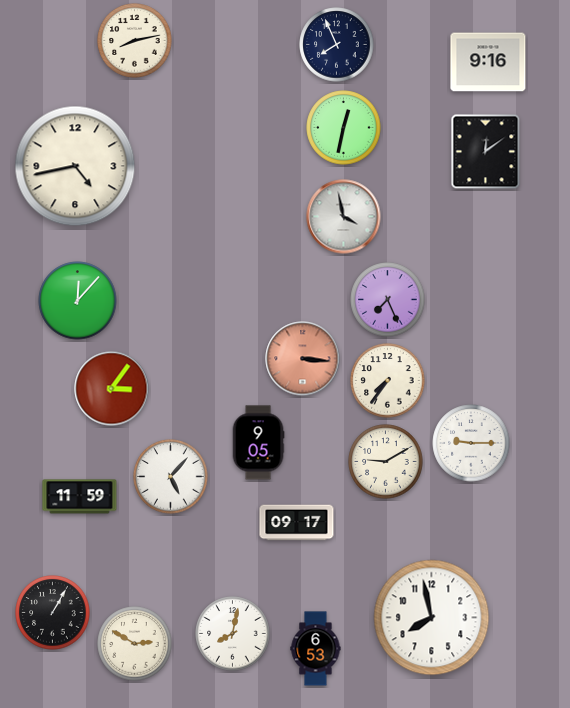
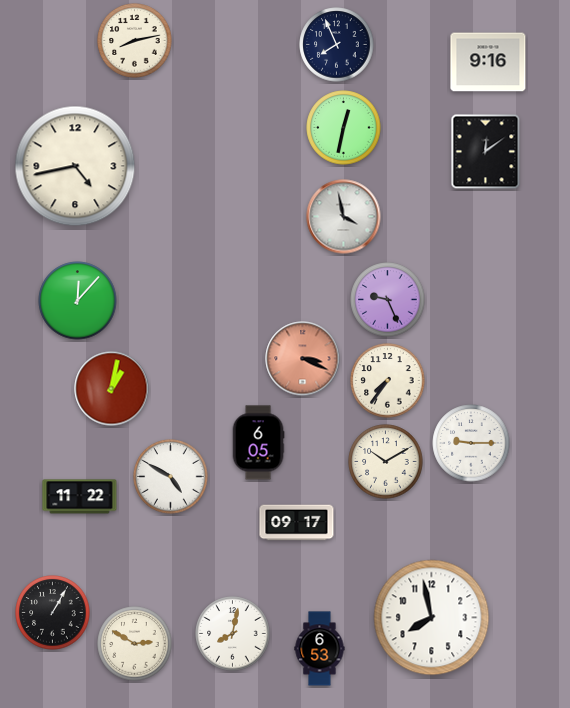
clock at (388, 300): 7:26 -> 9:26
clock at (303, 359): 3:16 -> 3:19
clock at (112, 389): 3:06 -> 1:02
clock at (258, 443): 9:05 -> 6:05
clock at (386, 462): 9:10 -> 10:10
clock at (171, 477): 5:07 -> 4:50
clock at (80, 497): 11:59 -> 11:22
clock at (316, 649) position: (316, 649) -> (320, 649)
